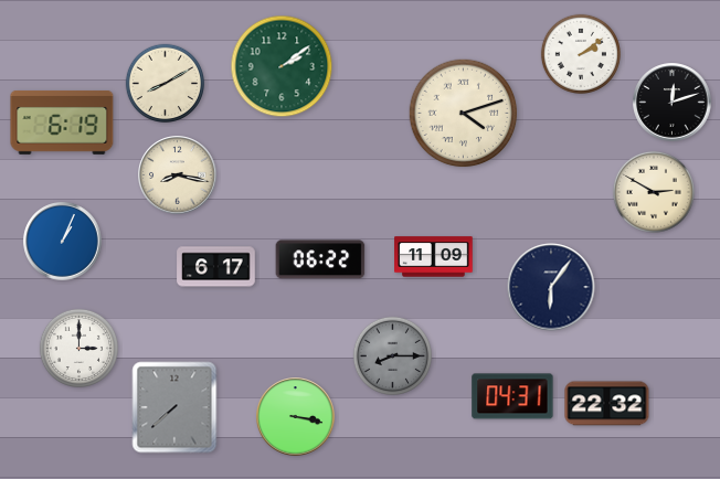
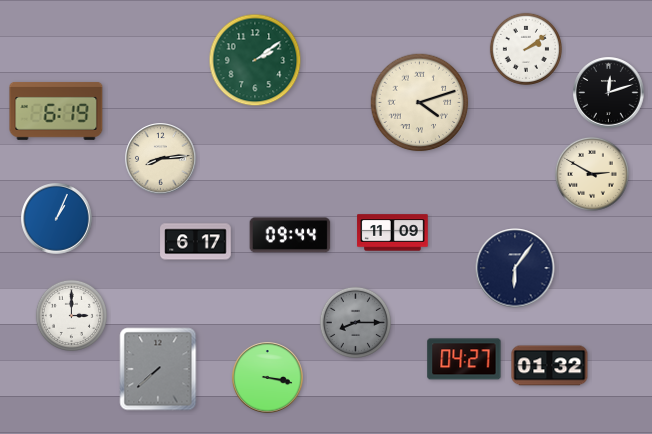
clock at (165, 83): 8:10 -> none
clock at (178, 175): 8:17 -> 8:14
clock at (320, 259): 06:22 -> 09:44
clock at (551, 287) position: (551, 287) -> (515, 268)
clock at (512, 396): 04:31 -> 04:27
clock at (607, 404): 22:32 -> 01:32
